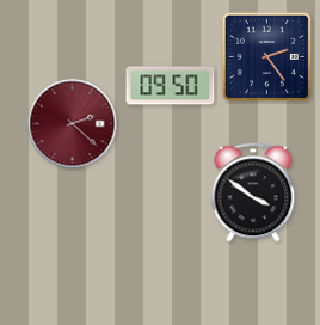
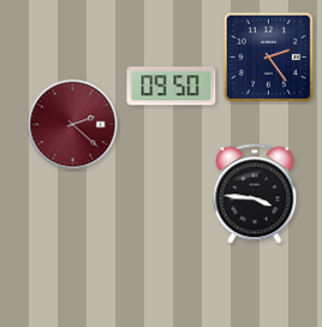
clock at (253, 192): 3:51 -> 3:46
